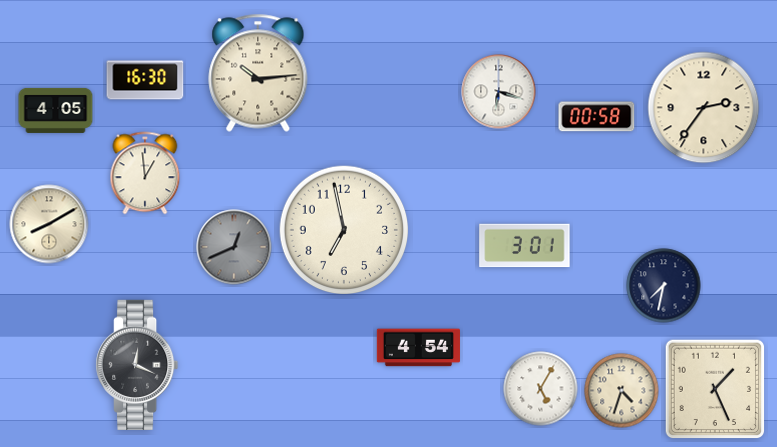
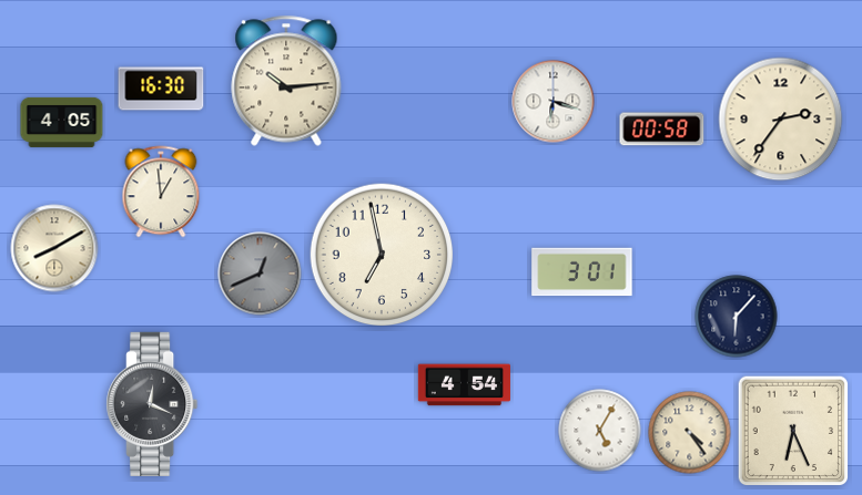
clock at (664, 286): 7:32 -> 6:07
clock at (715, 389): 1:26 -> 6:26
clock at (622, 391): 4:33 -> 4:24
